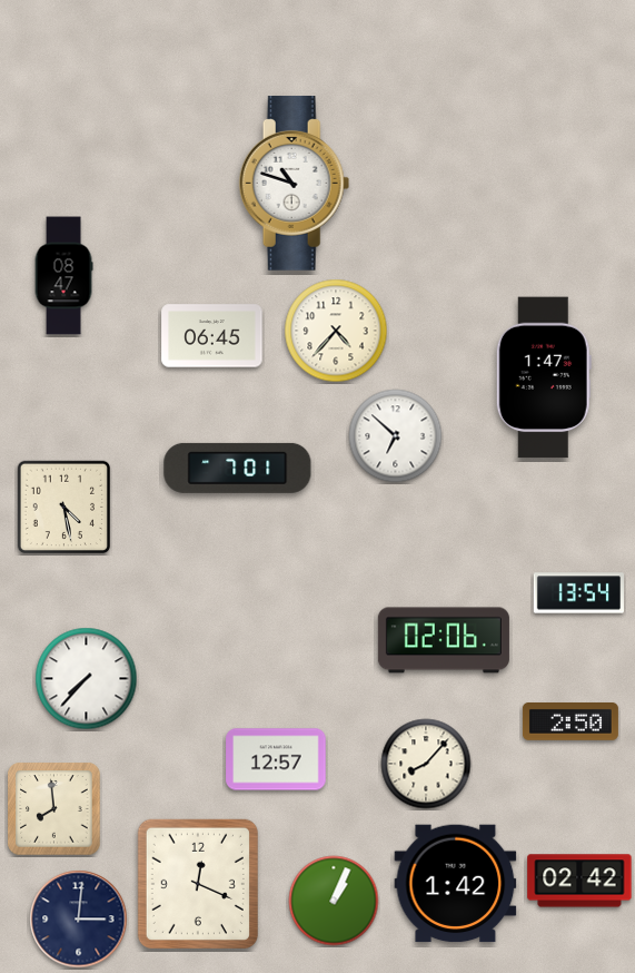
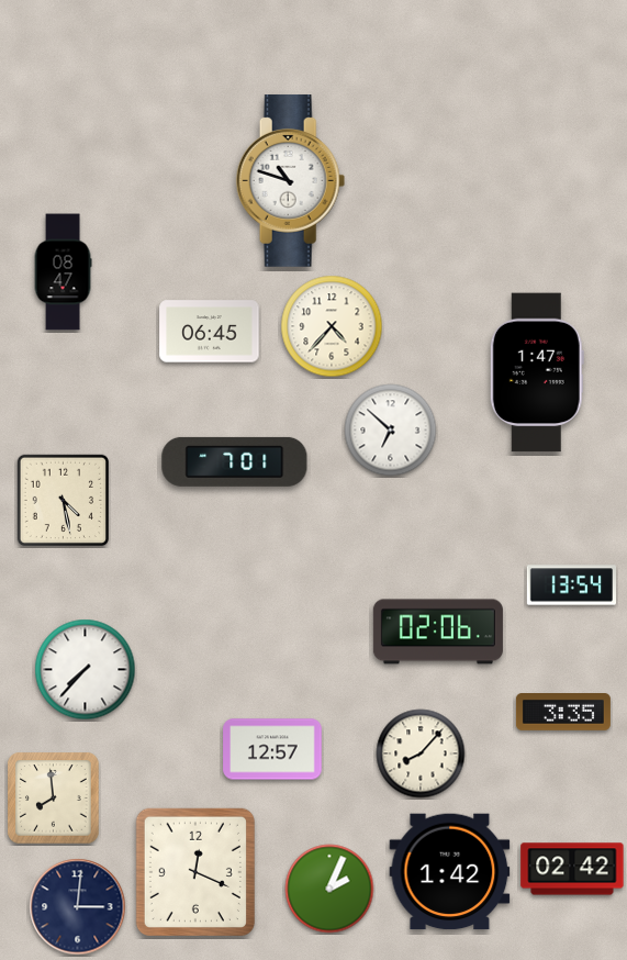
clock at (570, 723): 2:50 -> 3:35
clock at (334, 901): 1:04 -> 2:04
